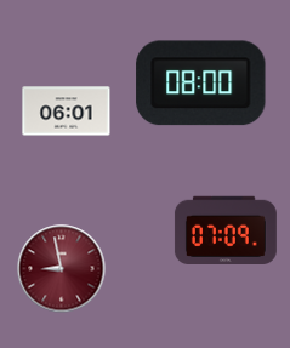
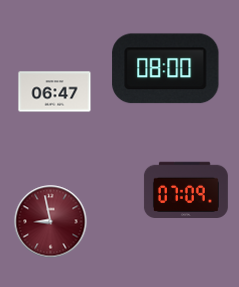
clock at (67, 112): 06:01 -> 06:47
